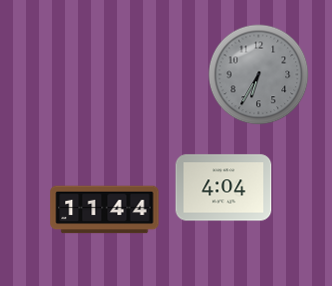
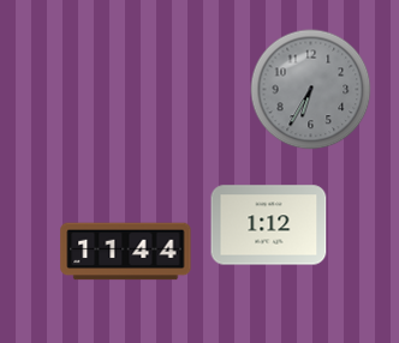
clock at (224, 188): 4:04 -> 1:12
